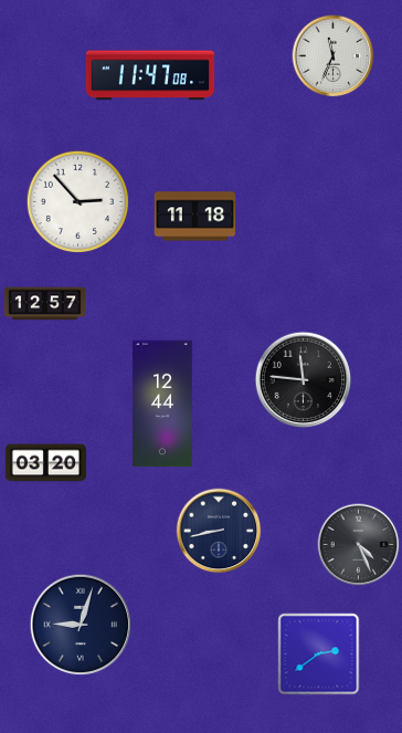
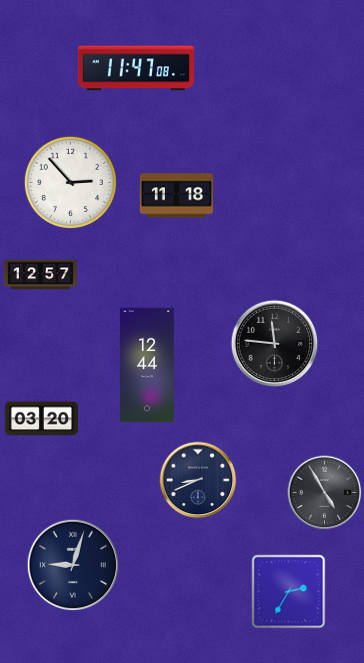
clock at (334, 56): 11:34 -> none
clock at (219, 531): 8:43 -> 8:41
clock at (359, 545): 4:26 -> 4:55
clock at (319, 655): 2:39 -> 2:35
